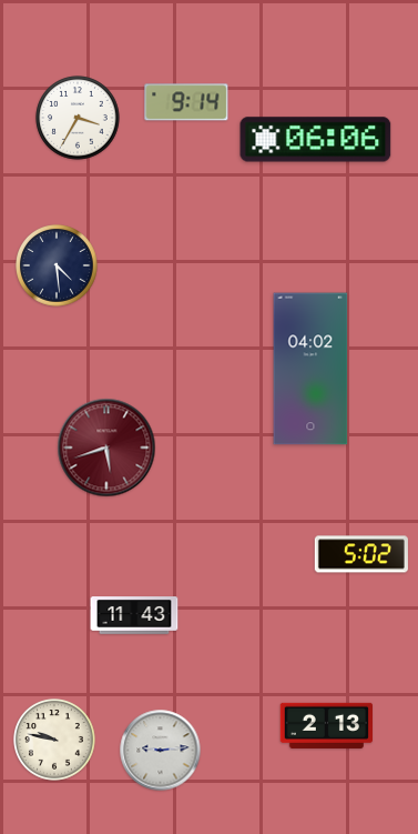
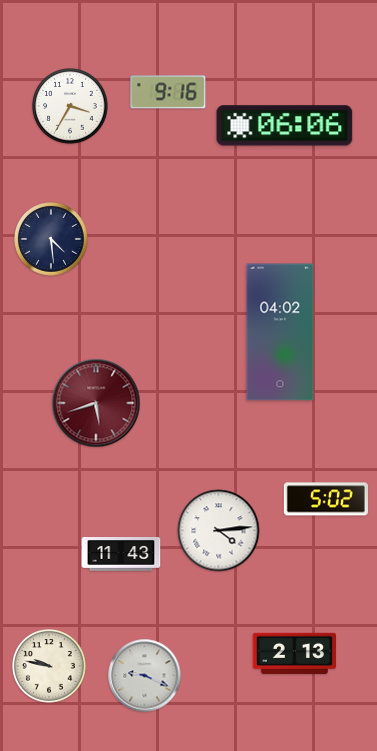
clock at (186, 102): 9:14 -> 9:16
clock at (219, 531): none -> 4:14
clock at (161, 751): 9:14 -> 9:19
